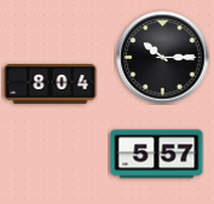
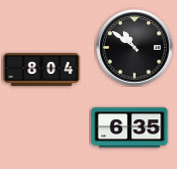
clock at (163, 58): 10:15 -> 10:51
clock at (157, 155): 5:57 -> 6:35
